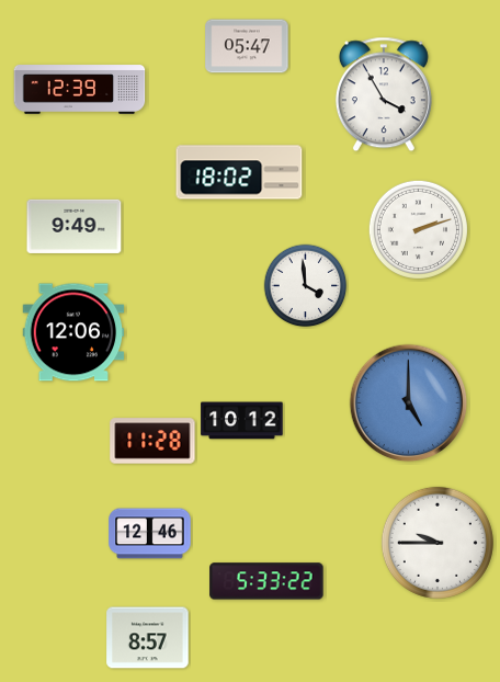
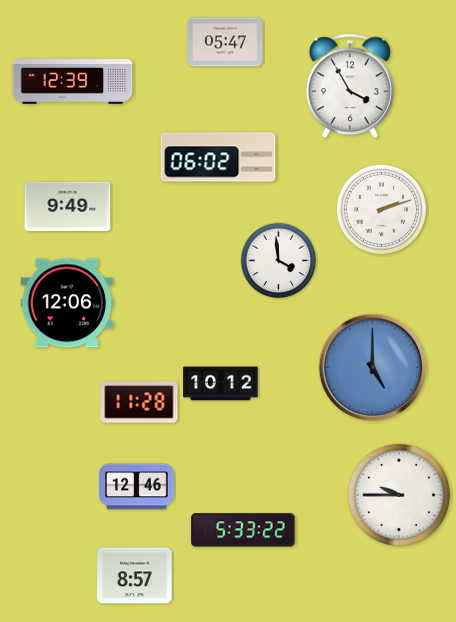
clock at (239, 172): 18:02 -> 06:02
clock at (148, 638) position: (148, 638) -> (135, 576)
